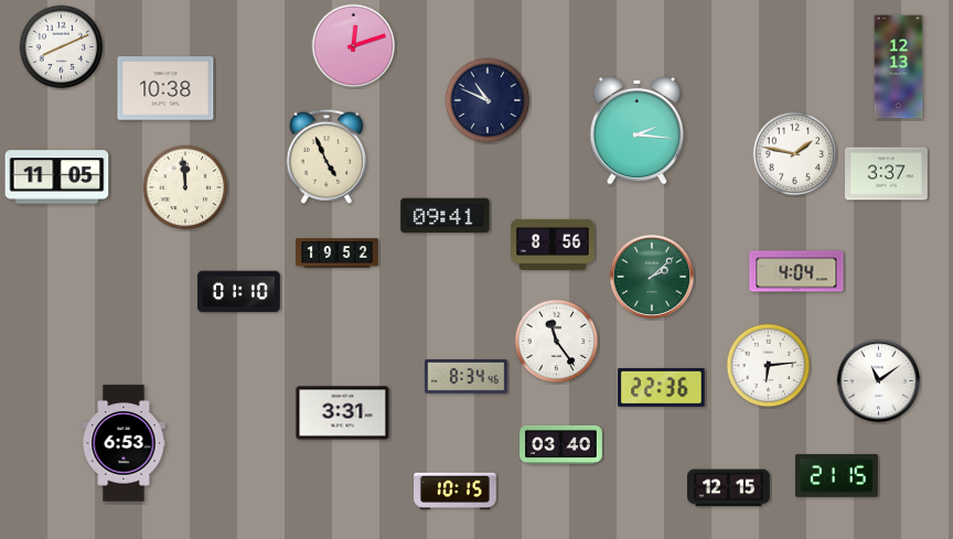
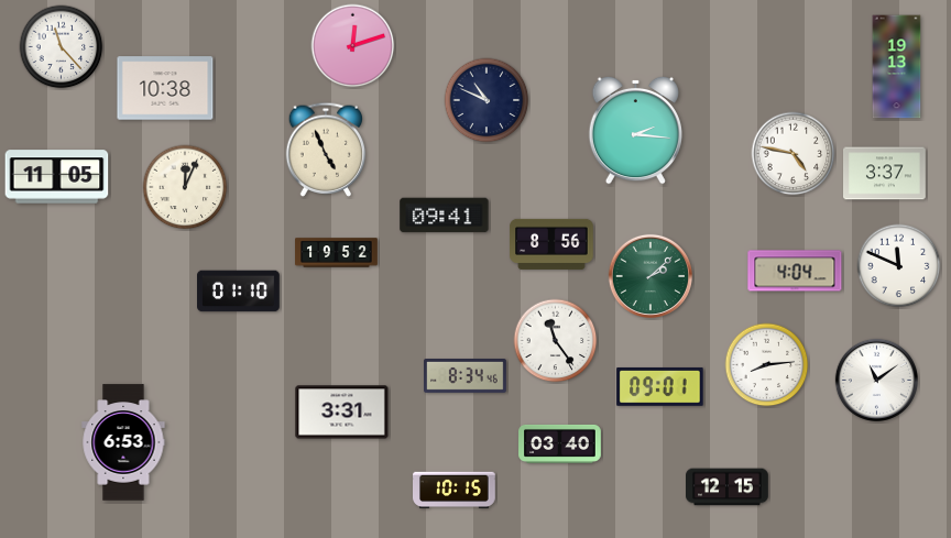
clock at (62, 47): 8:11 -> 11:23
clock at (899, 67): 12:13 -> 19:13
clock at (795, 154): 1:47 -> 4:47
clock at (326, 157) position: (326, 157) -> (326, 150)
clock at (185, 187): 11:59 -> 12:04
clock at (899, 266): none -> 11:49
clock at (769, 366): 6:14 -> 8:14
clock at (662, 388): 22:36 -> 09:01
clock at (837, 475): 21:15 -> none
